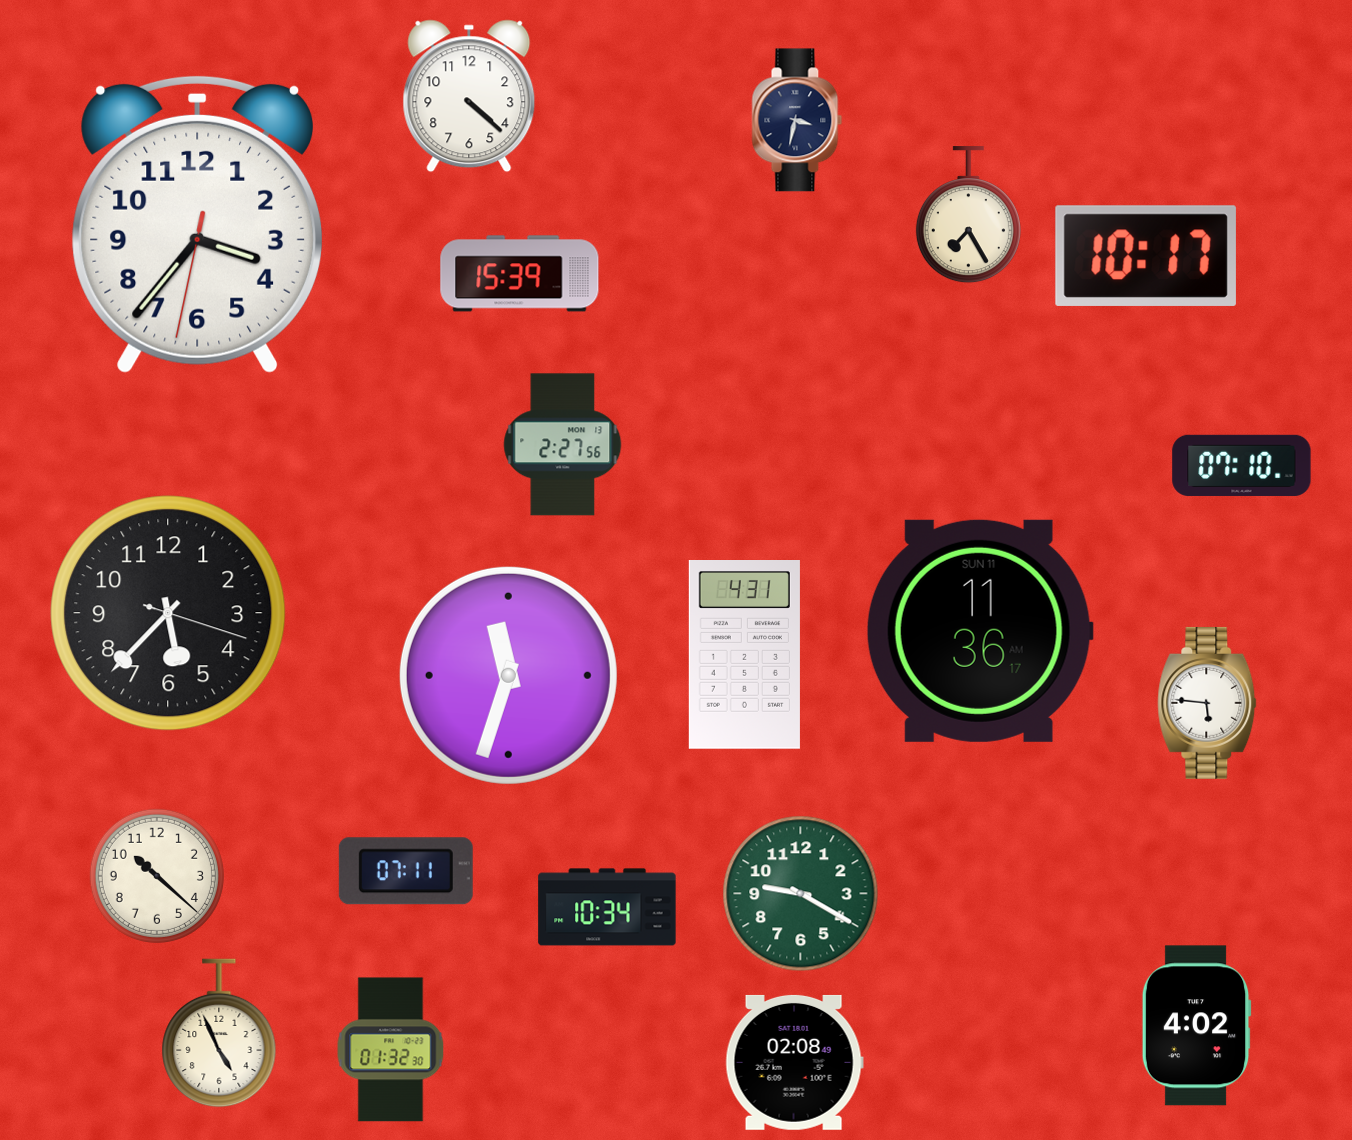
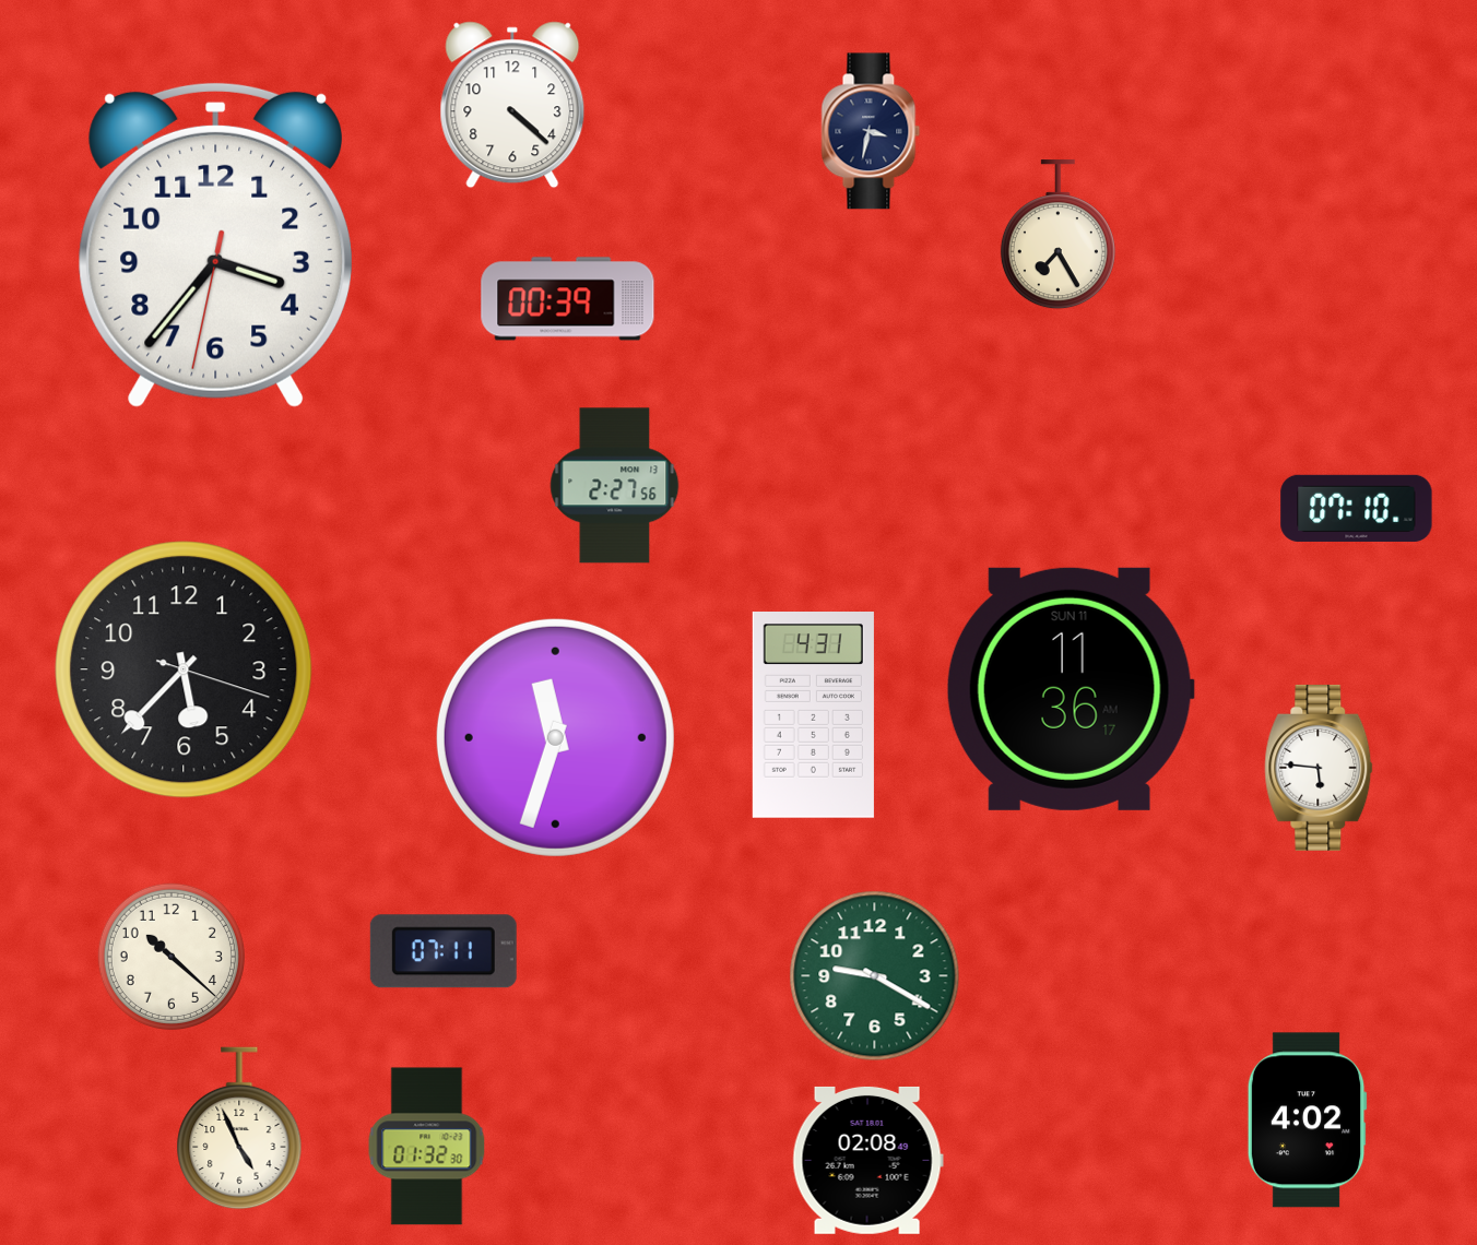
clock at (1146, 256): 10:17 -> none
clock at (520, 274): 15:39 -> 00:39
clock at (607, 907): 10:34 -> none
